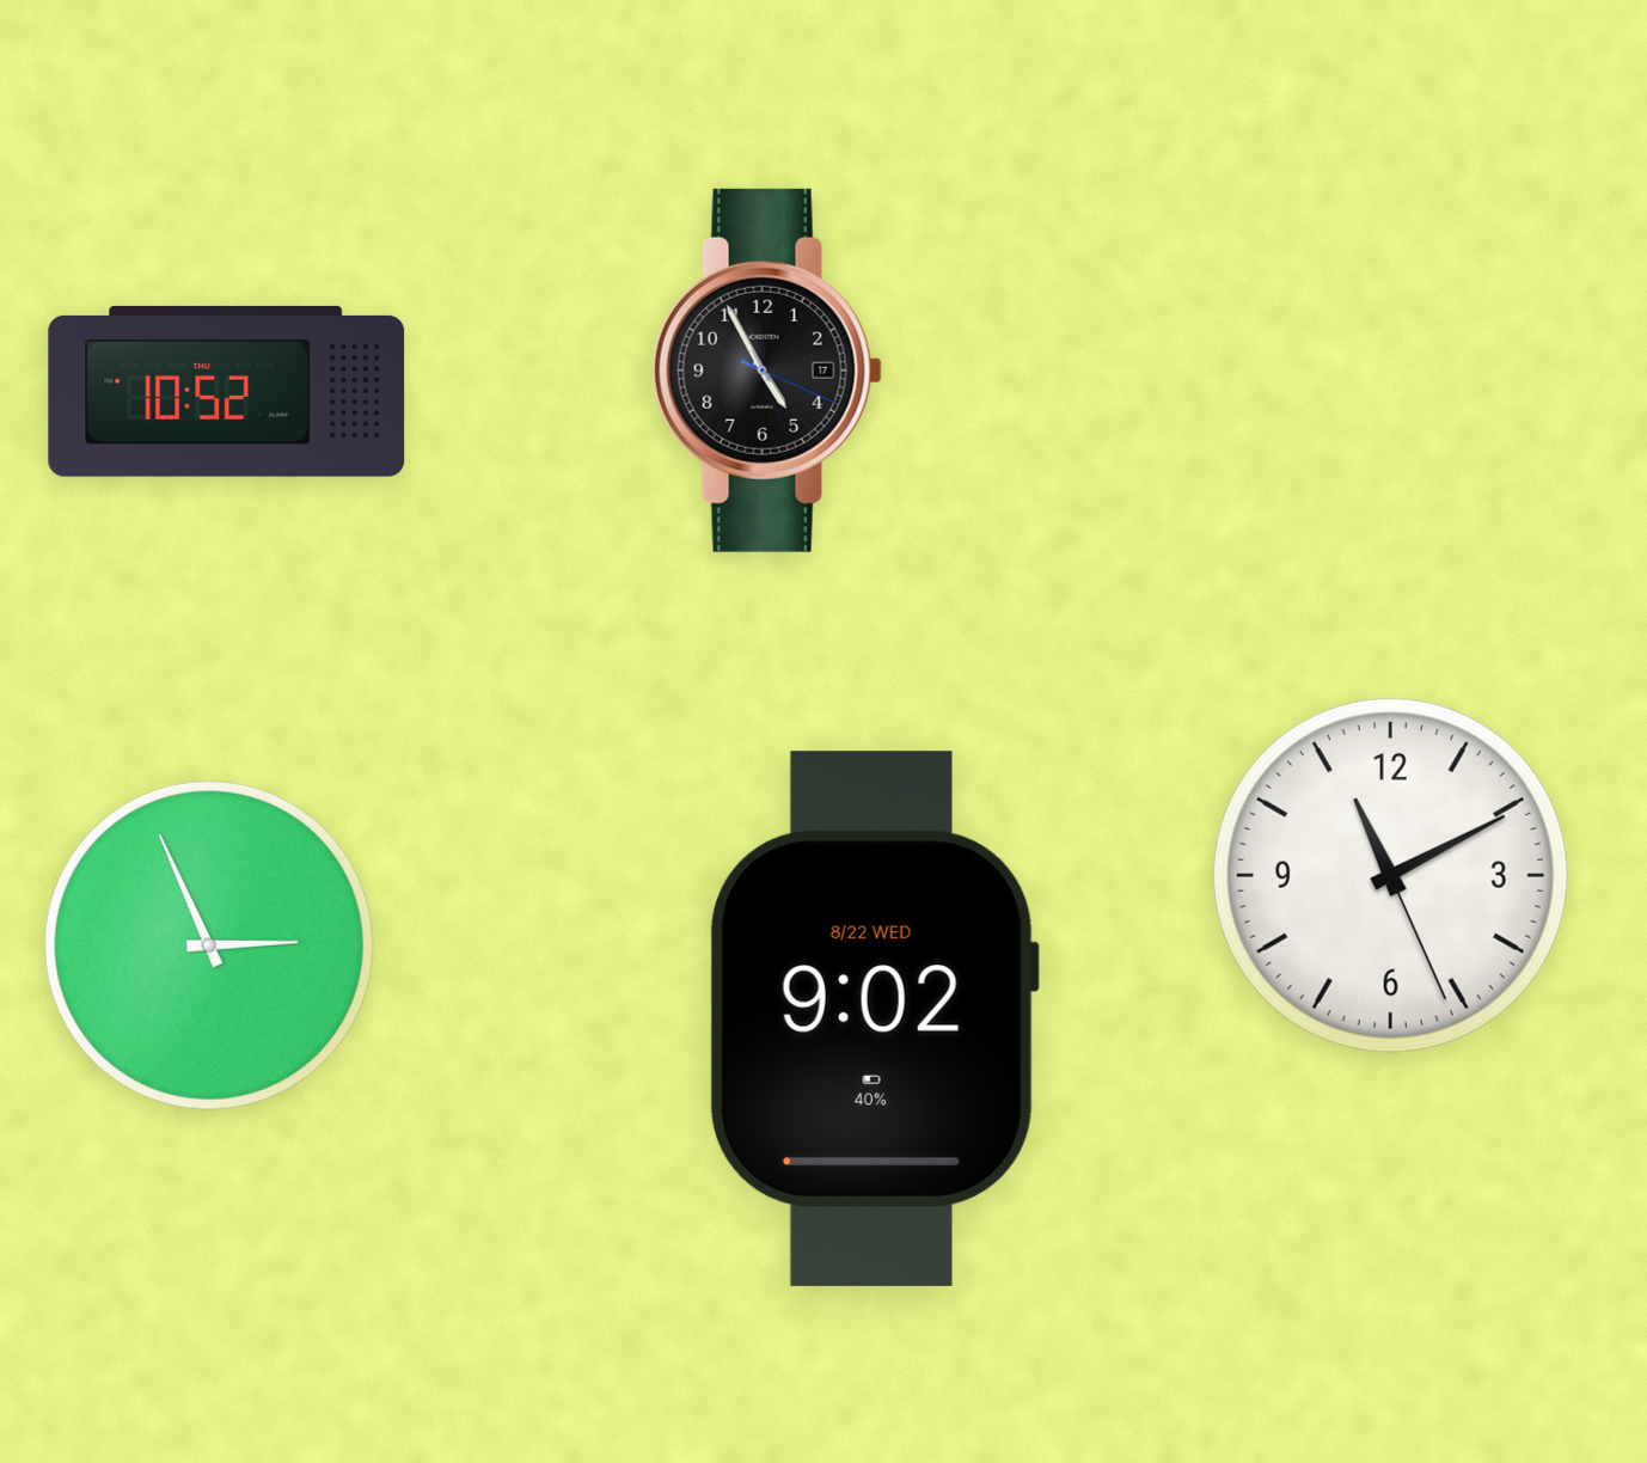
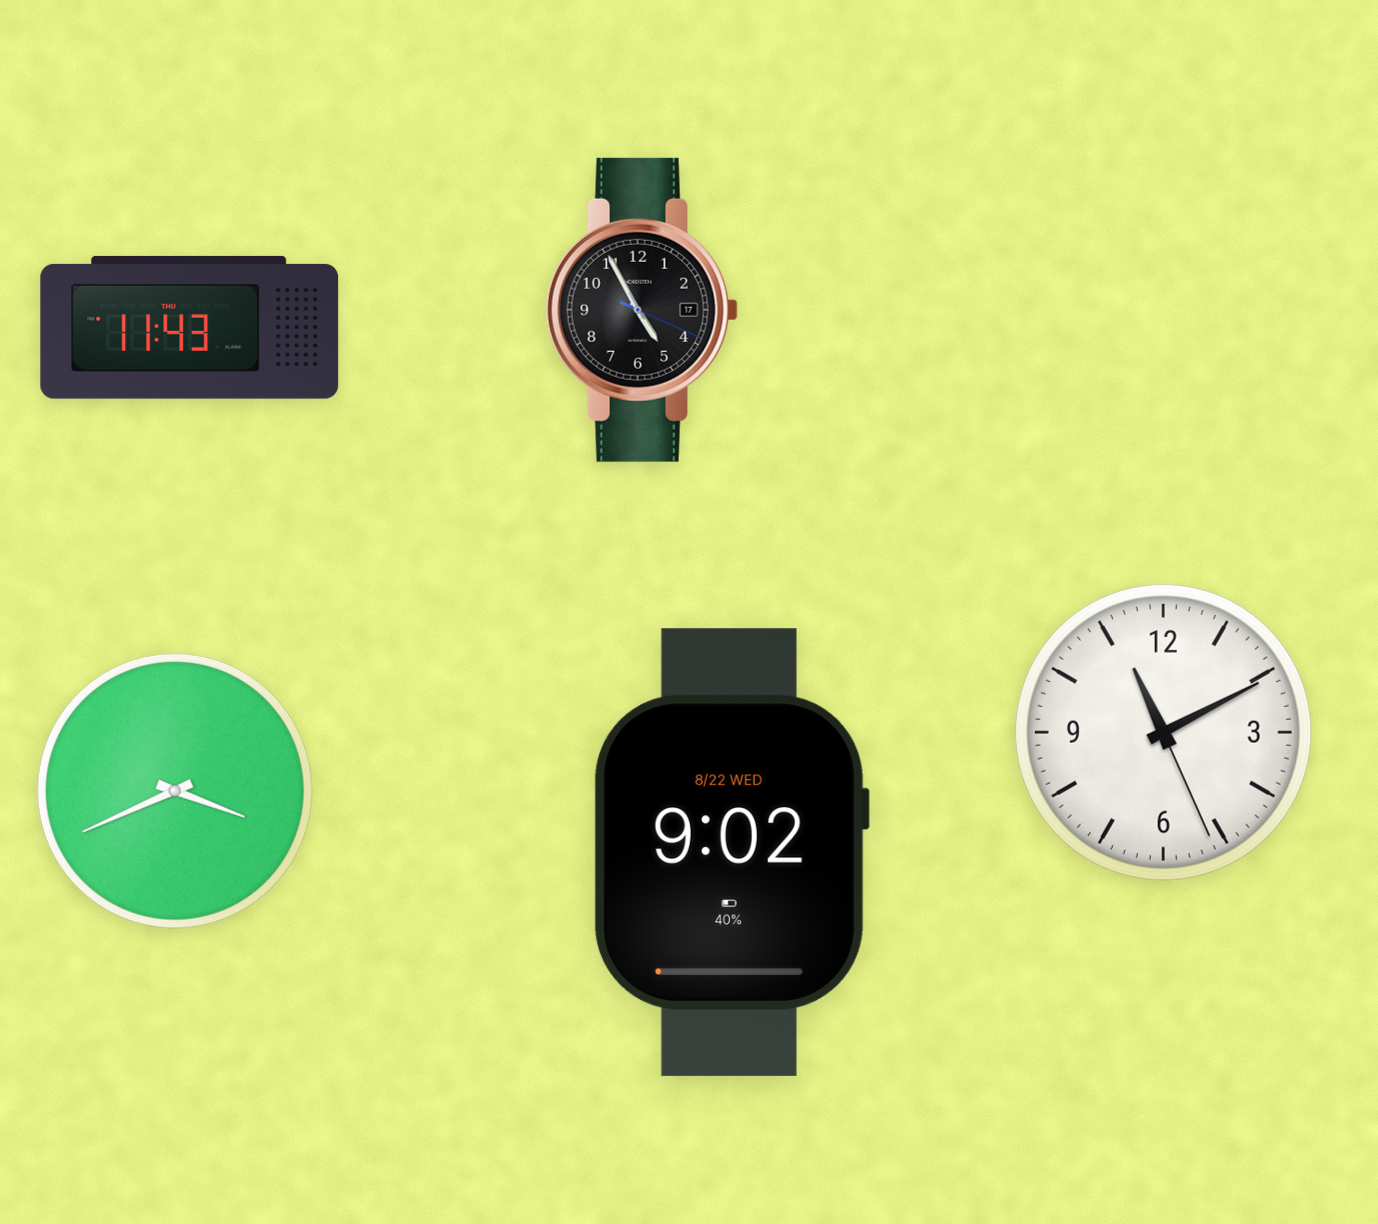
clock at (227, 391): 10:52 -> 11:43
clock at (209, 945): 2:56 -> 3:41
